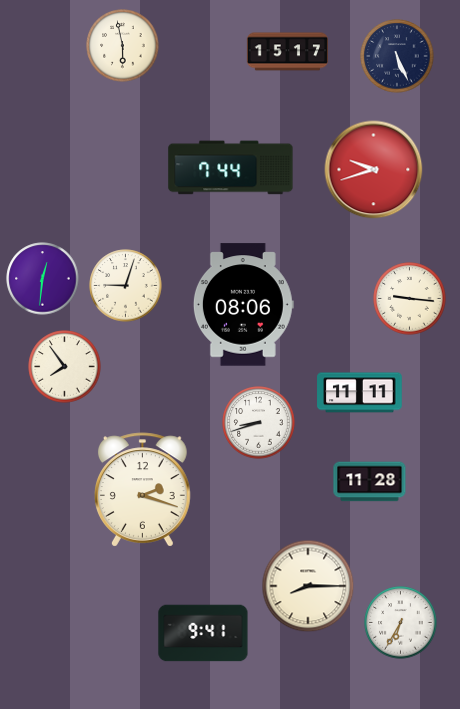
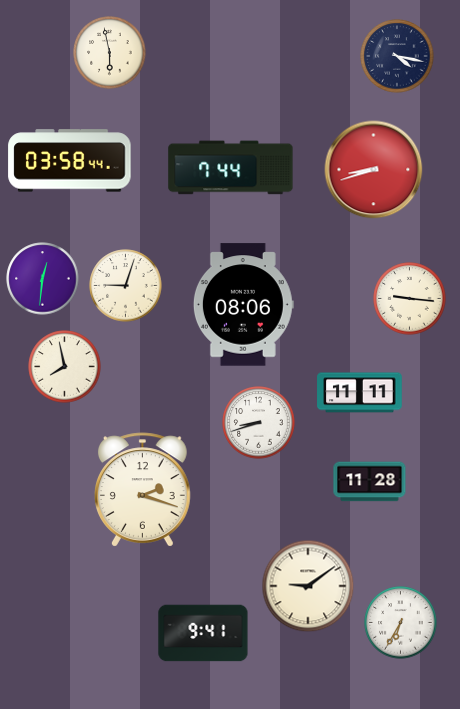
clock at (123, 46) position: (123, 46) -> (110, 53)
clock at (287, 52): 15:17 -> none
clock at (397, 56): 5:26 -> 4:17
clock at (70, 161): none -> 03:58
clock at (374, 170): 9:42 -> 8:42
clock at (65, 367): 7:54 -> 7:58
clock at (308, 586): 8:15 -> 9:09
